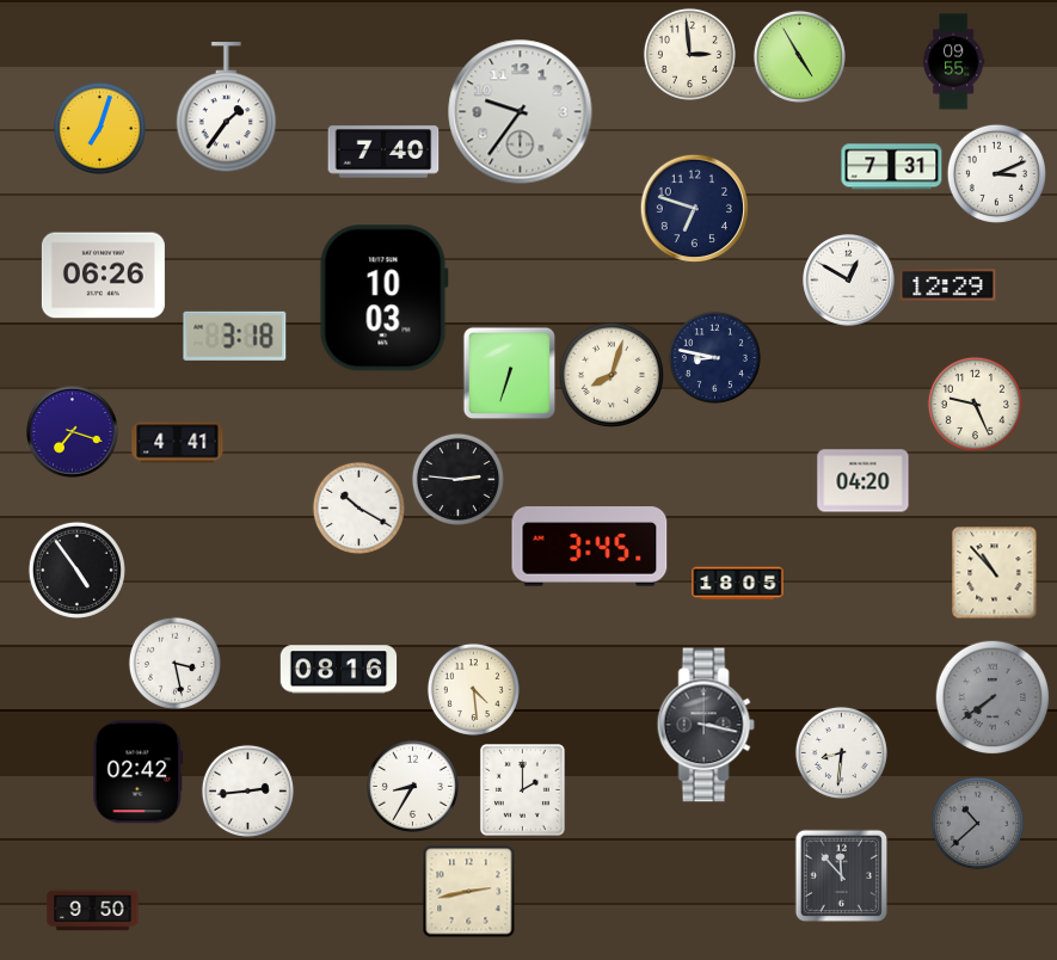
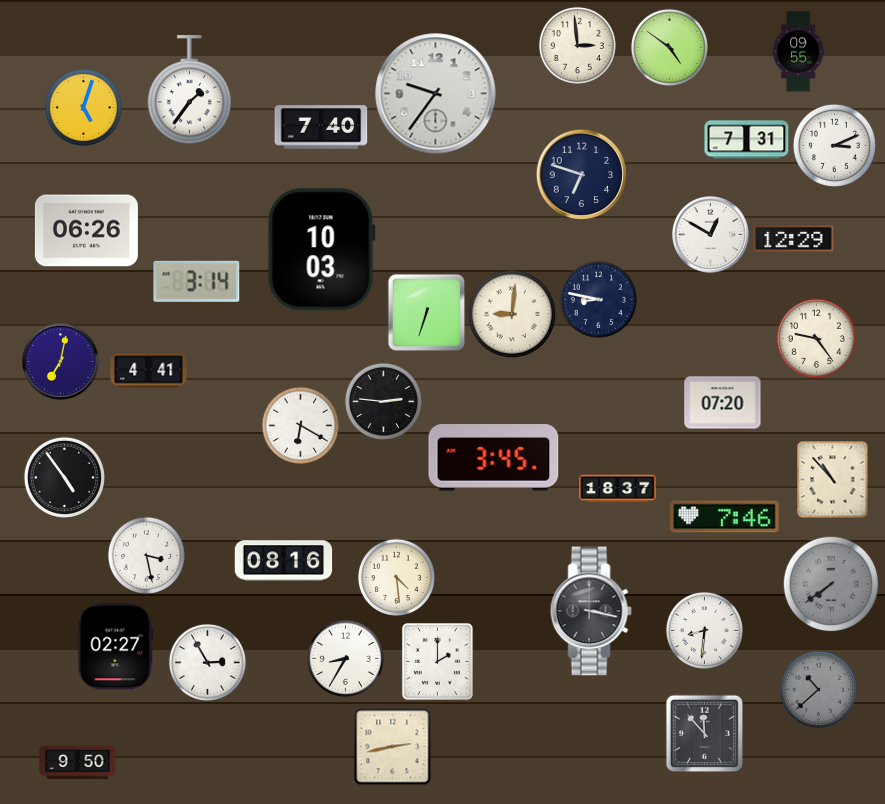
clock at (799, 56): 4:55 -> 4:51
clock at (99, 128): 7:03 -> 5:03
clock at (235, 336): 3:18 -> 3:14
clock at (610, 374): 8:03 -> 9:01
clock at (975, 404): 9:26 -> 9:24
clock at (73, 432): 7:18 -> 7:02
clock at (864, 481): 04:20 -> 07:20
clock at (358, 507): 10:20 -> 6:20
clock at (738, 584): 18:05 -> 18:37
clock at (725, 517): none -> 7:46
clock at (706, 725) position: (706, 725) -> (591, 611)
clock at (139, 773): 02:42 -> 02:27
clock at (247, 790): 2:44 -> 2:55
